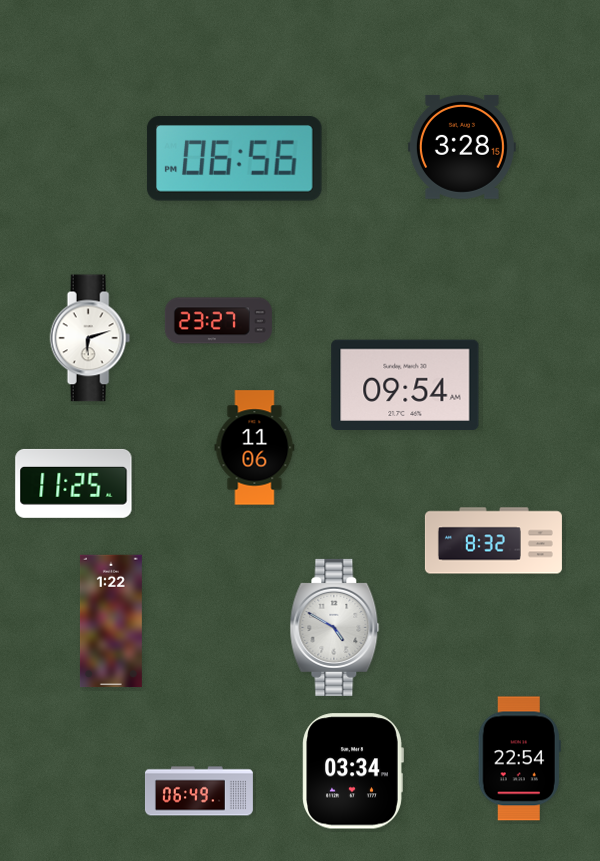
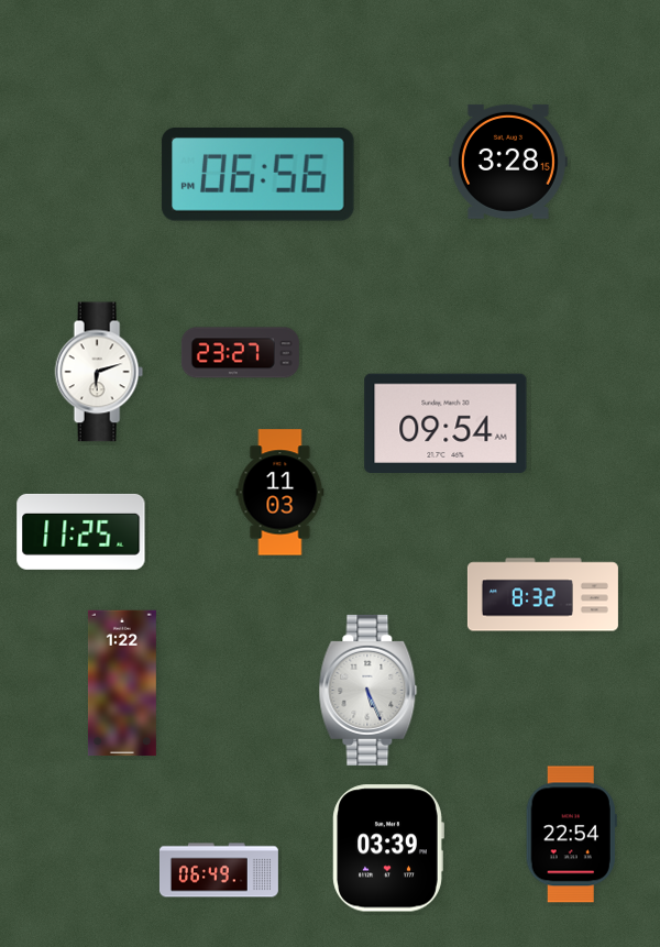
clock at (255, 448): 11:06 -> 11:03
clock at (335, 627): 4:50 -> 5:26
clock at (353, 771): 03:34 -> 03:39
